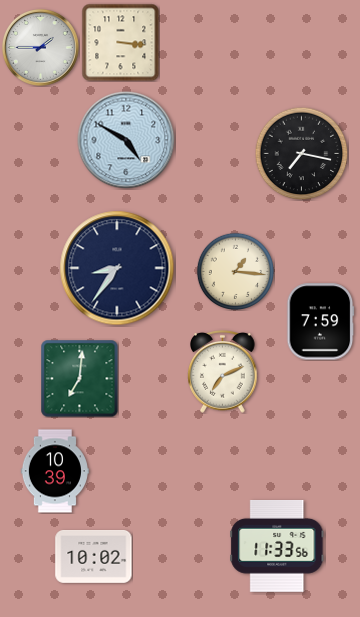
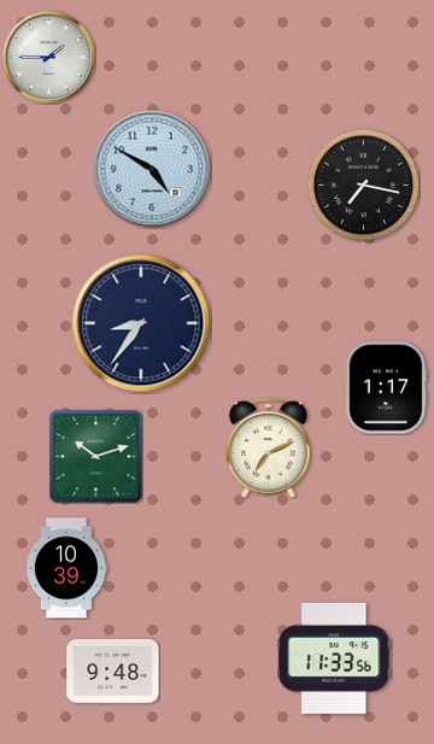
clock at (120, 42): 3:16 -> none
clock at (235, 271): 1:16 -> none
clock at (321, 322): 7:59 -> 1:17
clock at (79, 378): 7:01 -> 10:12
clock at (94, 556): 10:02 -> 9:48
